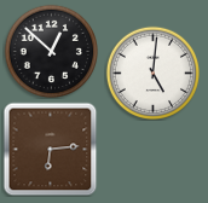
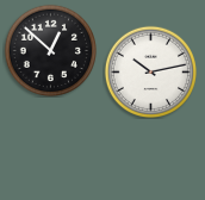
clock at (152, 72): 5:01 -> 10:13
clock at (50, 149): 6:14 -> none
